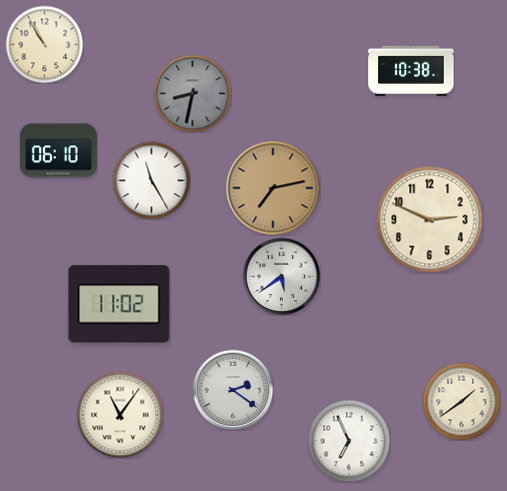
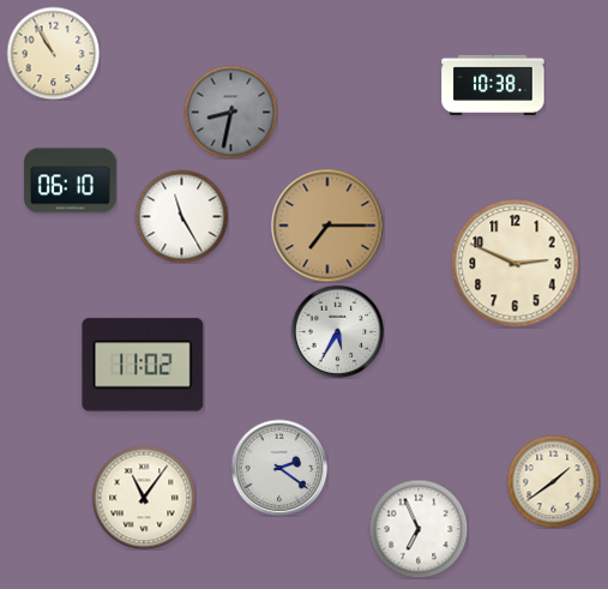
clock at (273, 188): 7:13 -> 7:15
clock at (281, 276): 5:39 -> 5:35
